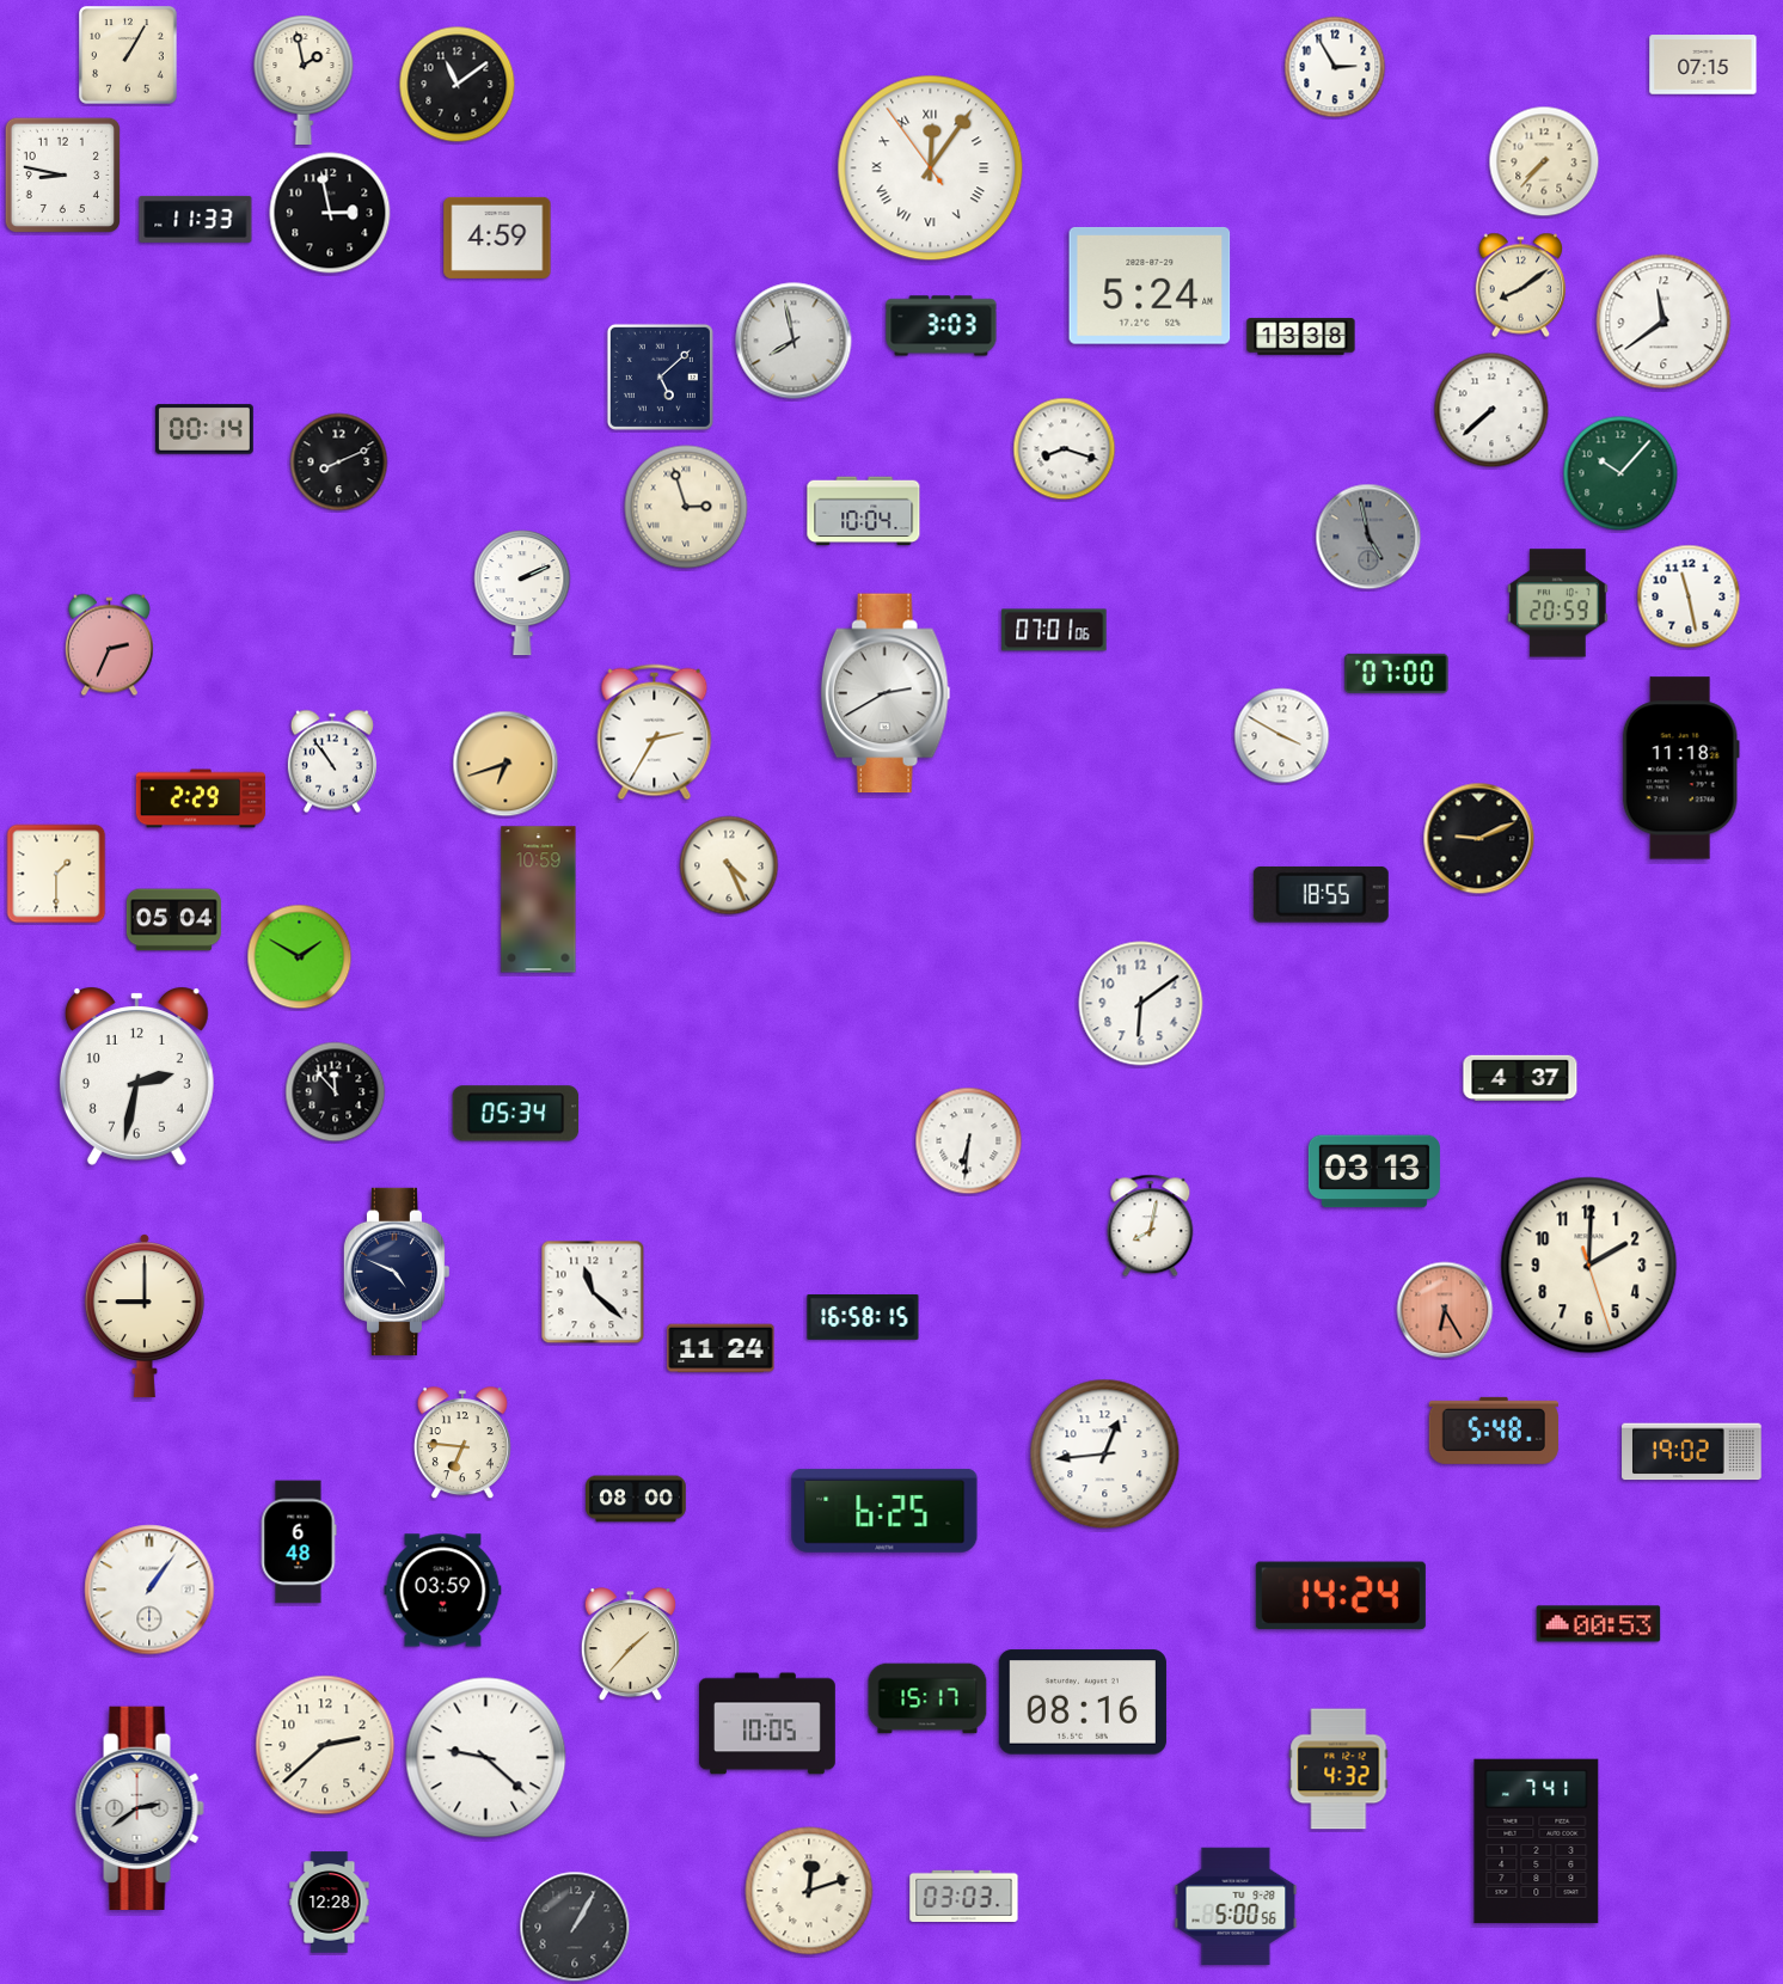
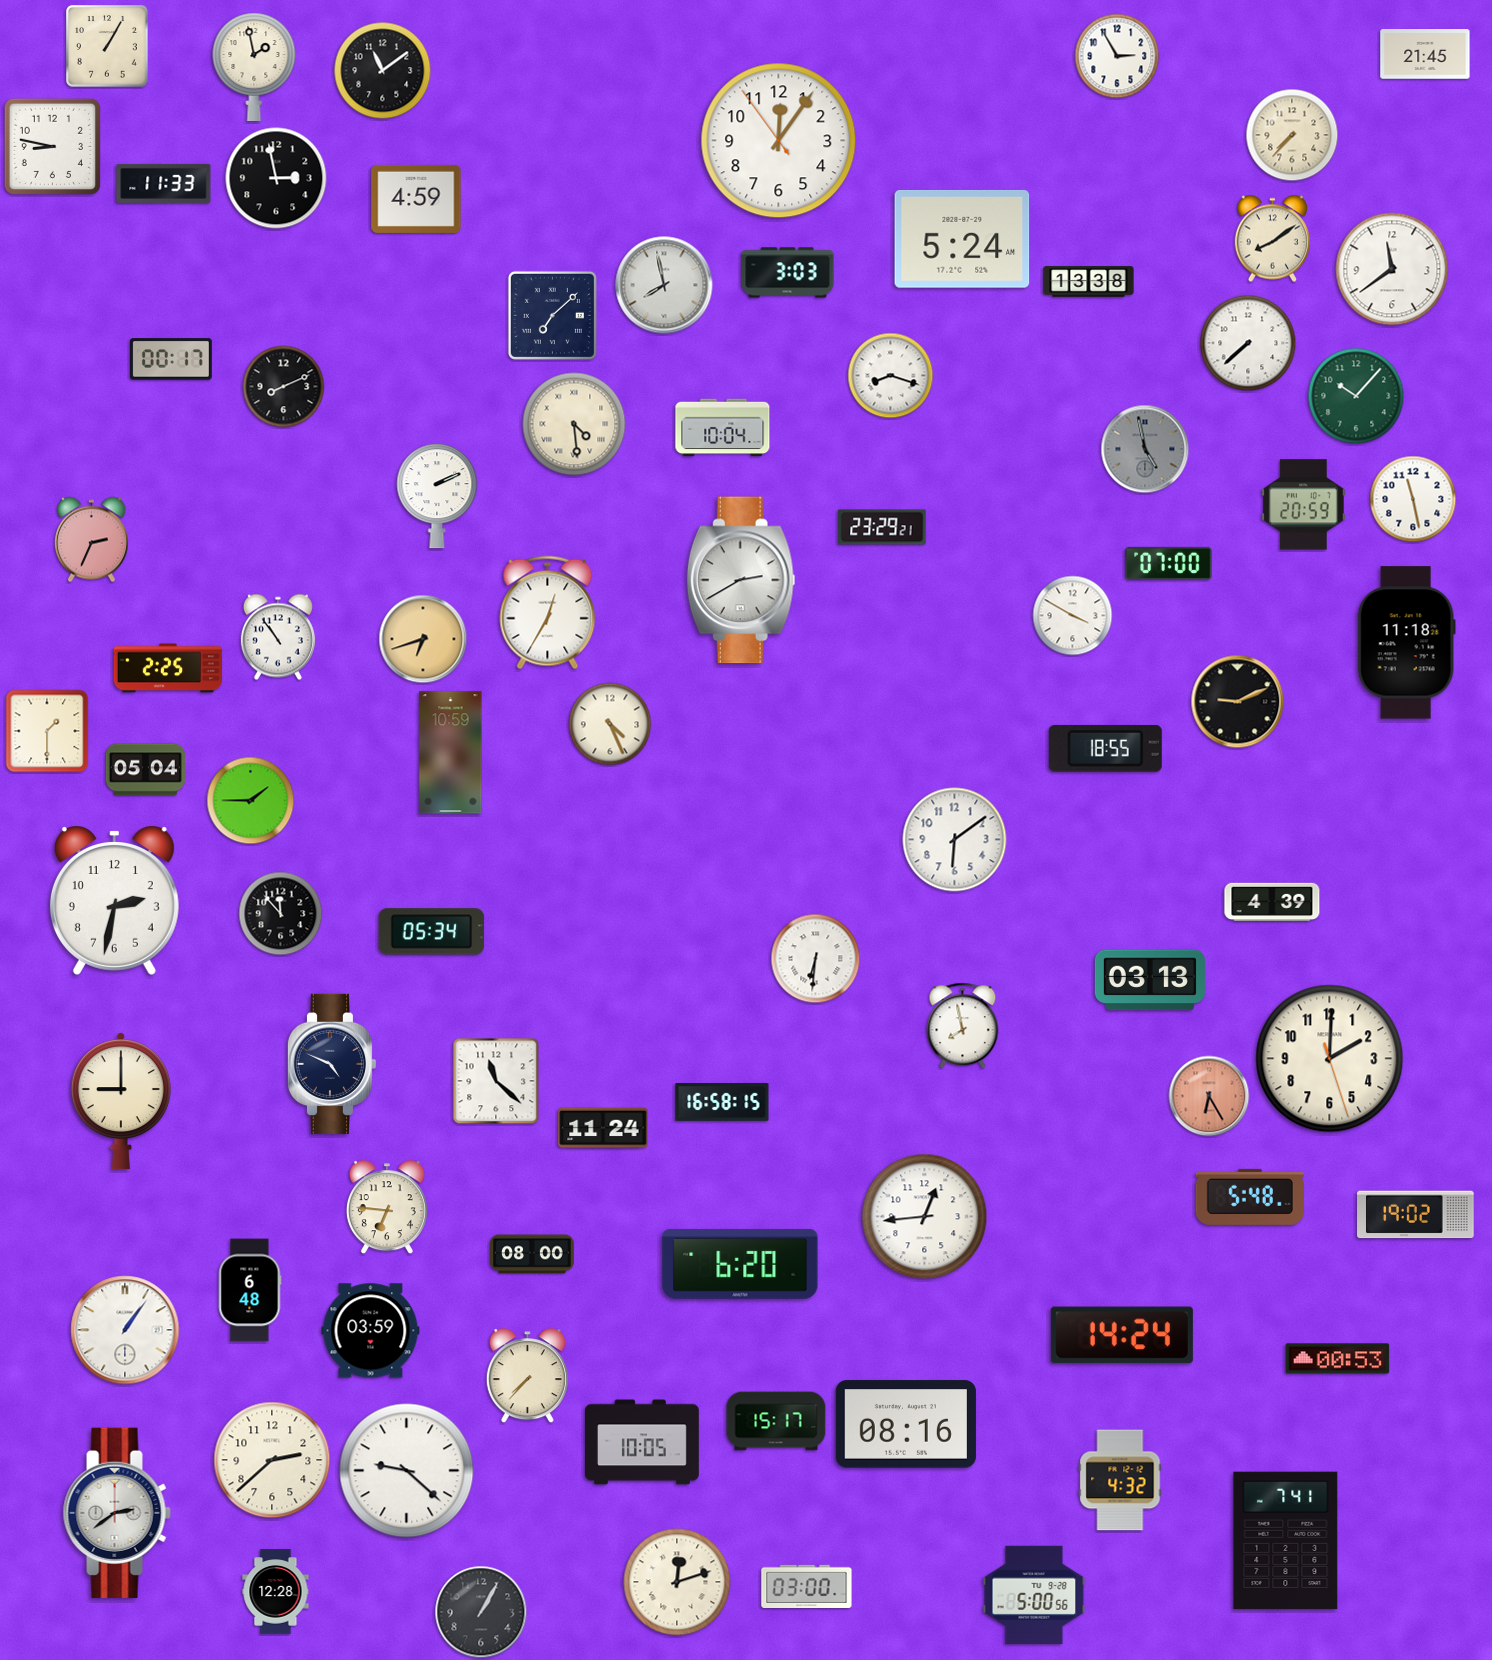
clock at (1703, 65): 07:15 -> 21:45
clock at (931, 169) numerals: Roman -> Arabic
clock at (660, 376): 5:08 -> 7:08
clock at (204, 429): 00:14 -> 00:17
clock at (686, 507): 2:57 -> 4:29
clock at (1054, 630): 07:01 -> 23:29
clock at (655, 733): 2:35 -> 12:35
clock at (200, 798): 2:29 -> 2:25
clock at (300, 957): 1:50 -> 1:45
clock at (1520, 1077): 4:37 -> 4:39
clock at (969, 1141) position: (969, 1141) -> (816, 959)
clock at (1151, 1226): 8:02 -> 7:58
clock at (884, 1511): 6:25 -> 6:20
clock at (630, 1645): 1:37 -> 7:37
clock at (964, 1896): 03:03 -> 03:00
